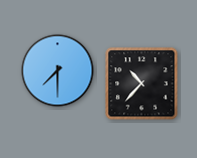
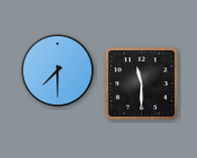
clock at (142, 84): 10:37 -> 11:30
